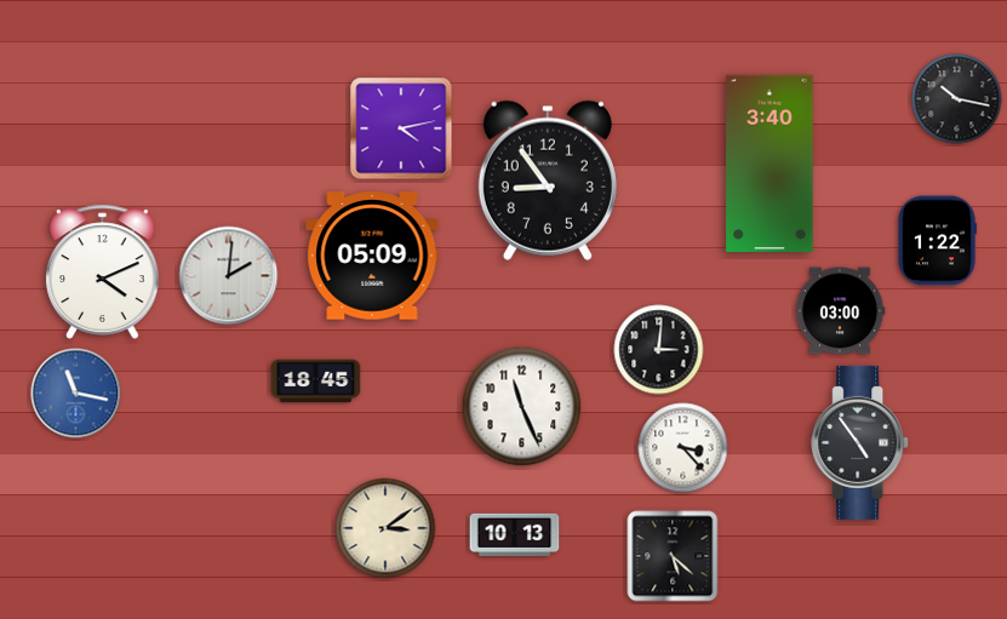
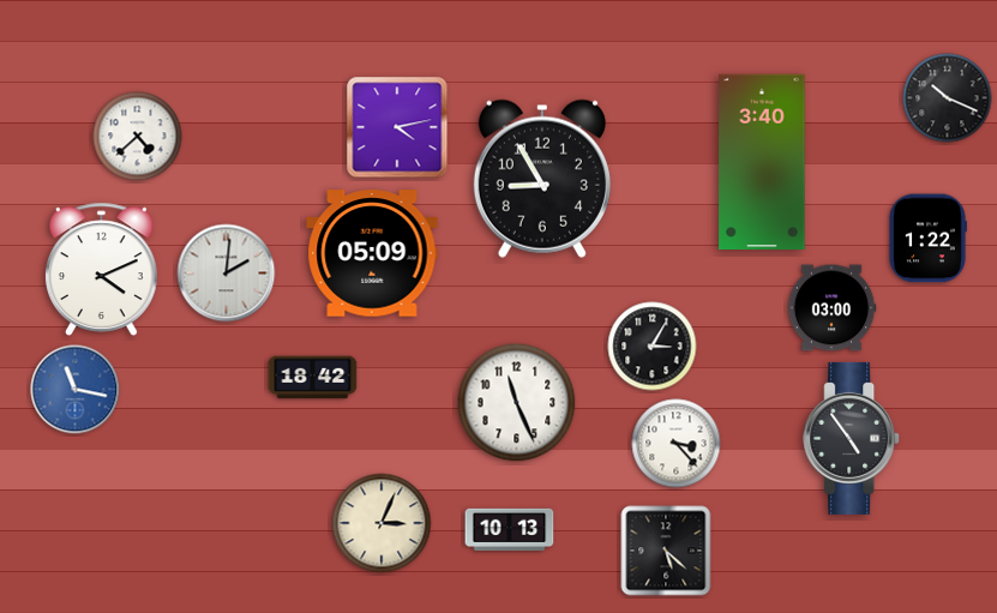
clock at (957, 99): 10:17 -> 10:19
clock at (138, 137): none -> 4:38
clock at (548, 180): 8:54 -> 8:55
clock at (372, 256) position: (372, 256) -> (372, 253)
clock at (659, 350): 3:01 -> 3:05
clock at (316, 382): 18:45 -> 18:42
clock at (385, 528): 3:09 -> 3:04
